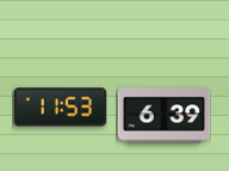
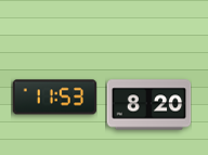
clock at (163, 116): 6:39 -> 8:20
